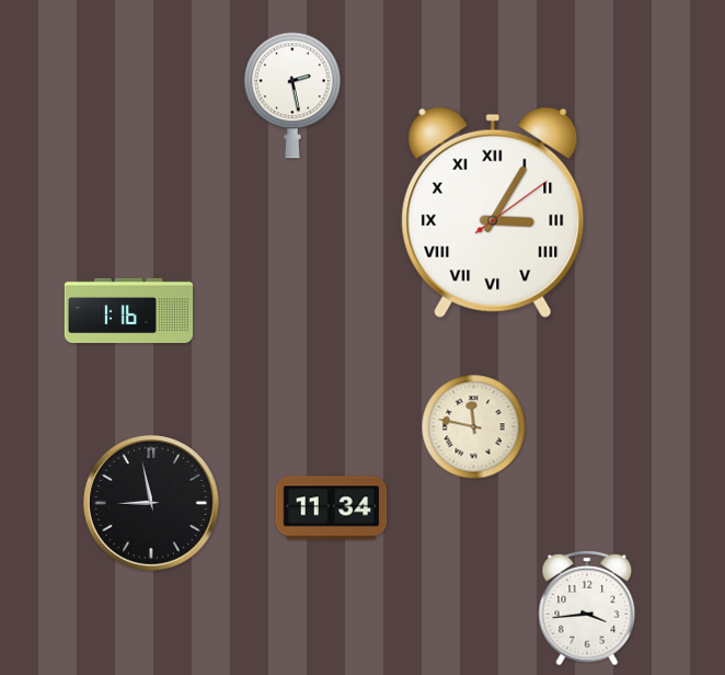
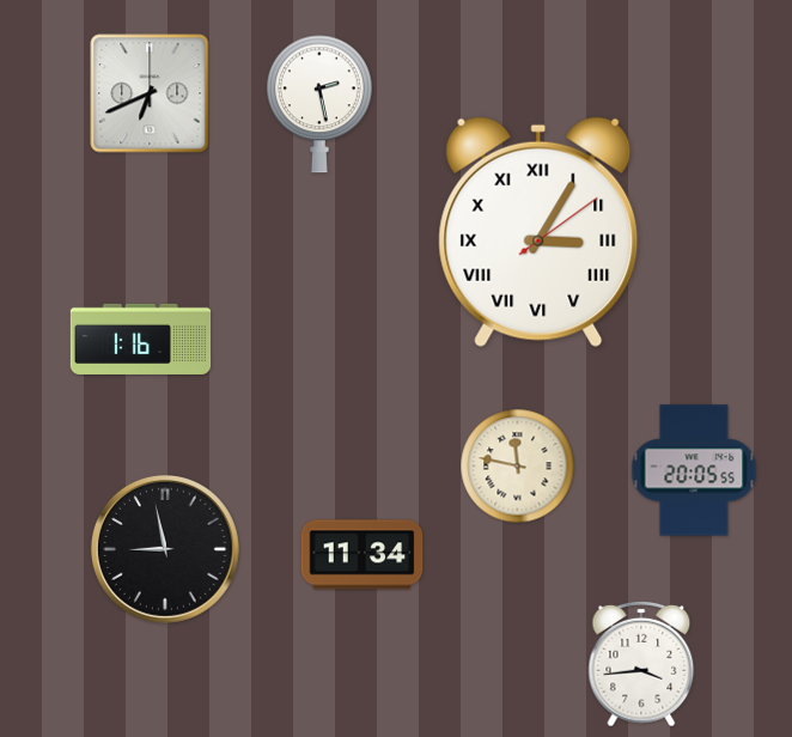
clock at (150, 93): none -> 6:41
clock at (694, 470): none -> 20:05
